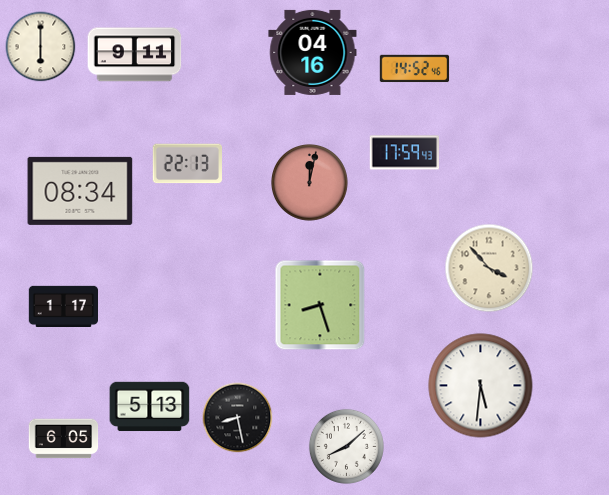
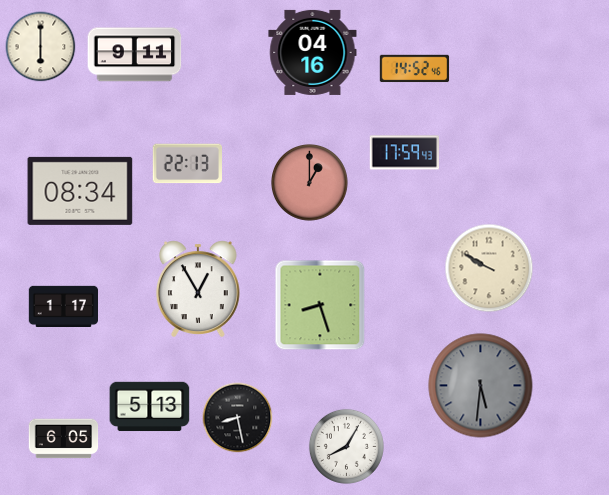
clock at (310, 183): 12:02 -> 1:00
clock at (489, 268): 3:53 -> 9:50
clock at (198, 289): none -> 12:55
clock at (481, 386) dial: white -> grey
clock at (346, 446): 8:08 -> 8:05
